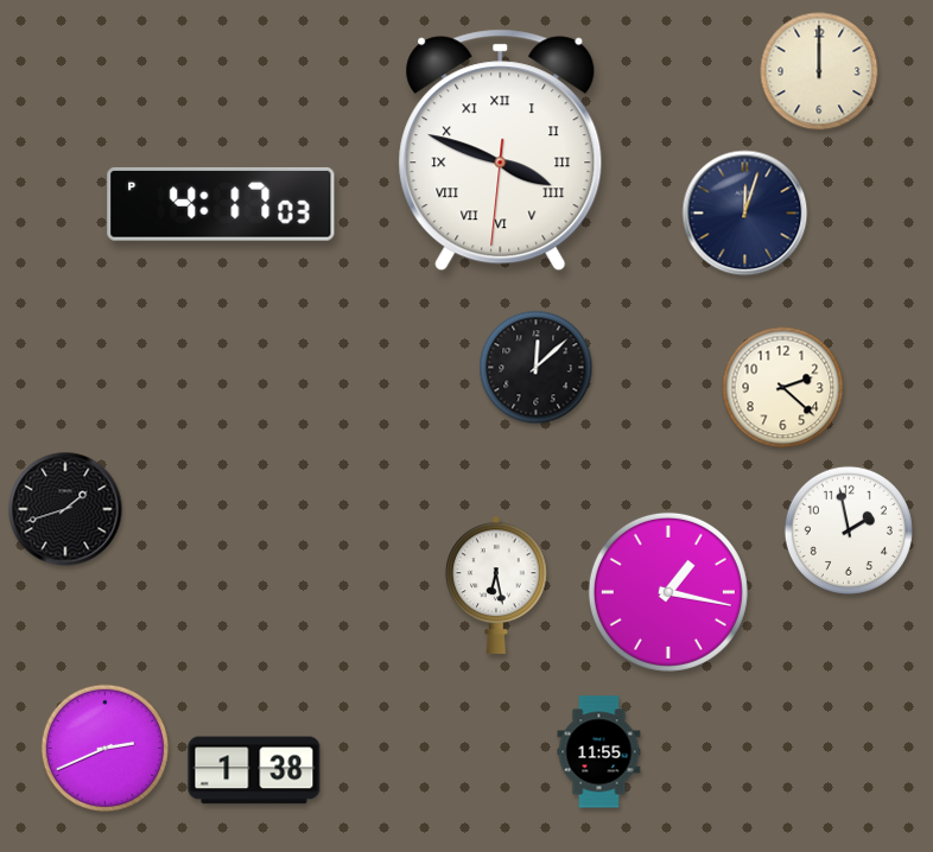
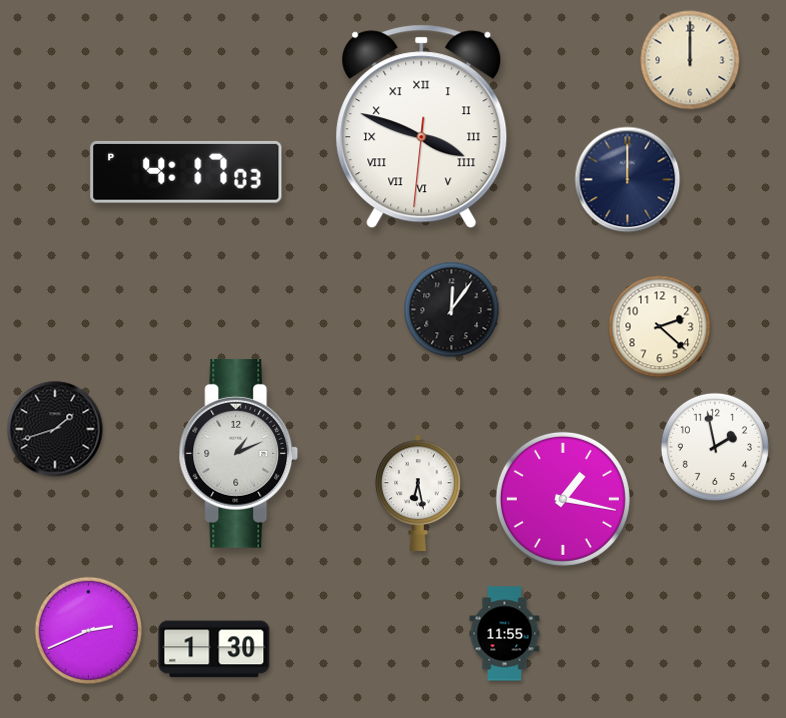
clock at (745, 214): 12:03 -> 12:00
clock at (537, 368): 12:08 -> 12:06
clock at (239, 454): none -> 1:11
clock at (254, 770): 1:38 -> 1:30
